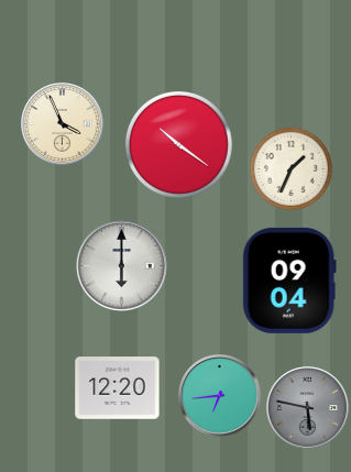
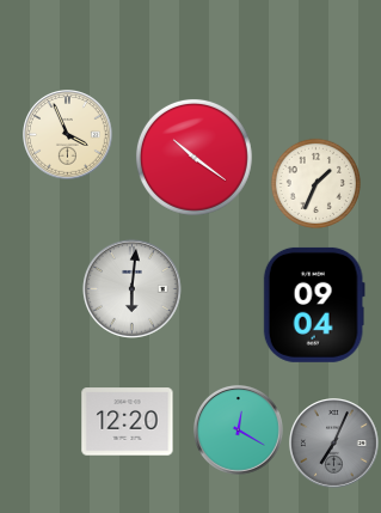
clock at (121, 265): 6:00 -> 6:01
clock at (220, 396): 6:44 -> 12:20
clock at (308, 408): 5:47 -> 7:04
